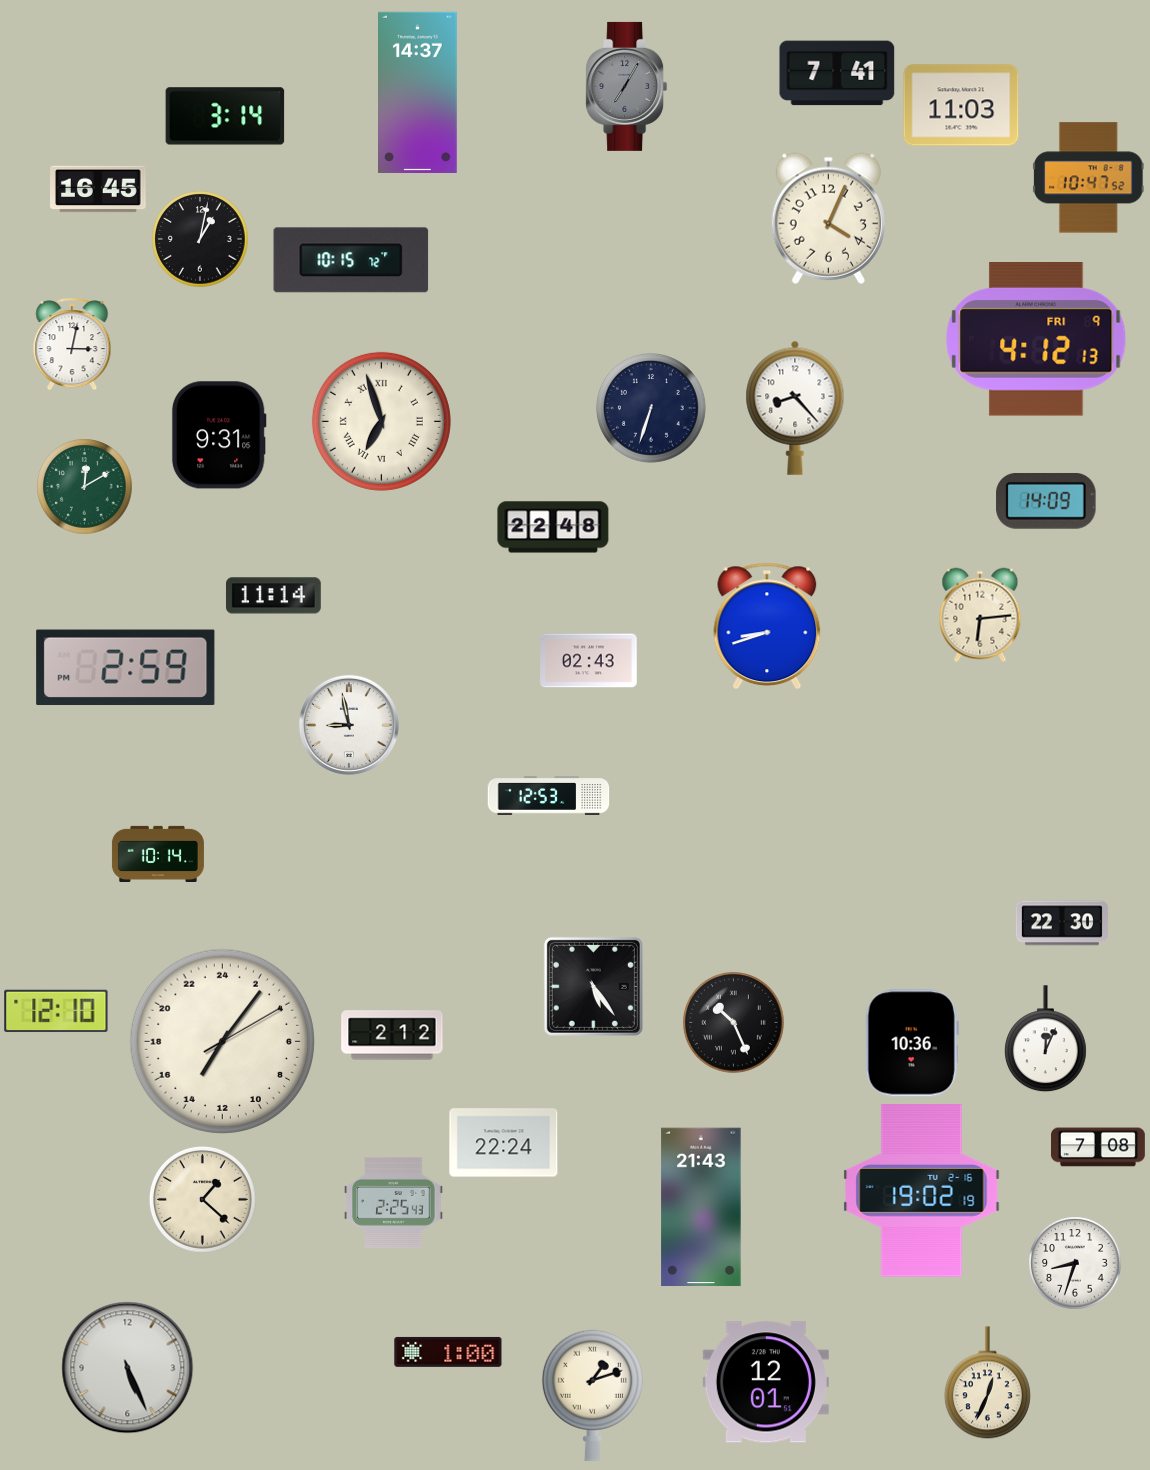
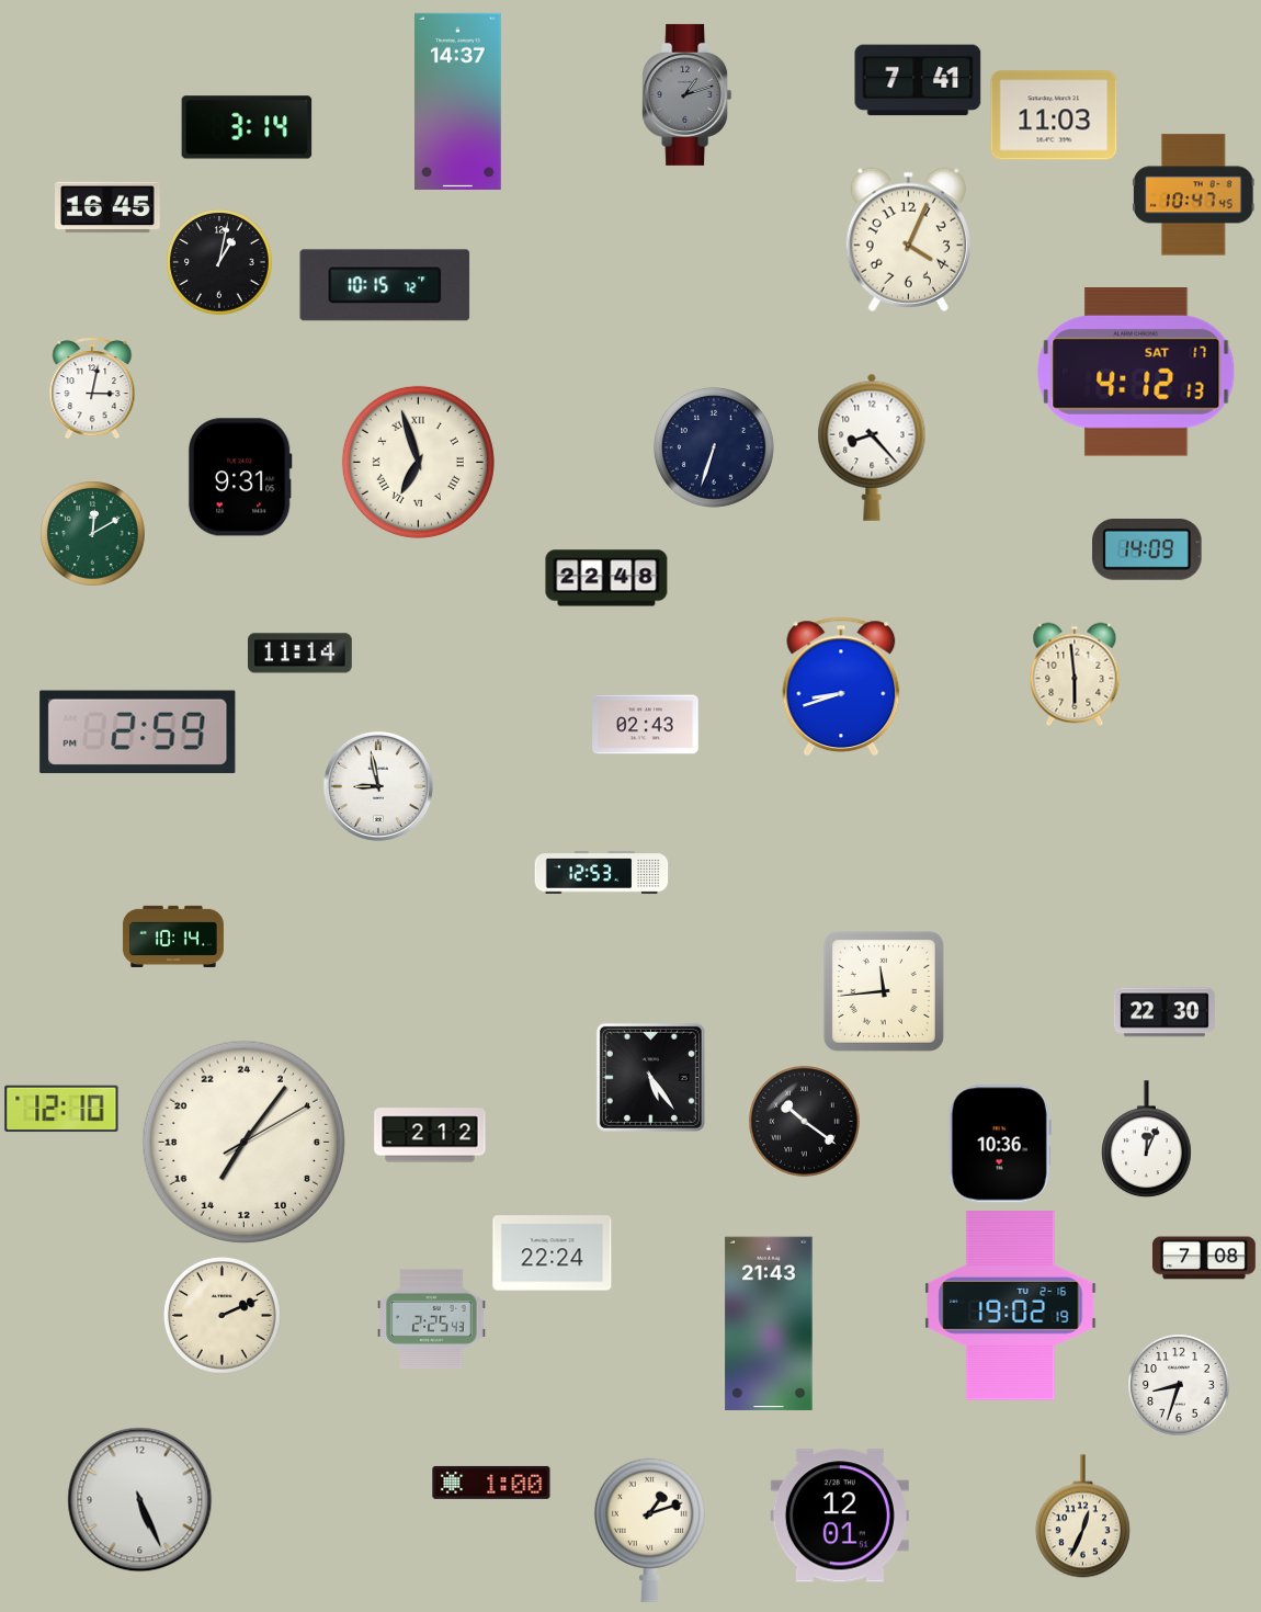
clock at (627, 86): 7:05 -> 1:12
clock at (1088, 178): 10:47:52 -> 10:47:45
clock at (1036, 340) date: FRI 9 -> SAT 17
clock at (72, 344) position: (72, 344) -> (92, 388)
clock at (980, 615): 6:14 -> 5:59
clock at (349, 725) position: (349, 725) -> (378, 786)
clock at (884, 991): none -> 11:44
clock at (593, 986) position: (593, 986) -> (650, 1077)
clock at (734, 1023): 10:26 -> 10:21
clock at (203, 1200): 1:22 -> 2:11
